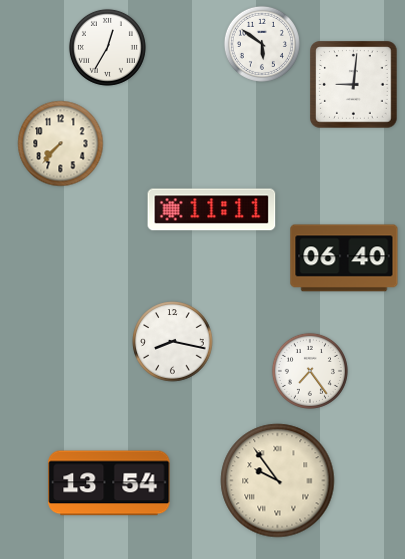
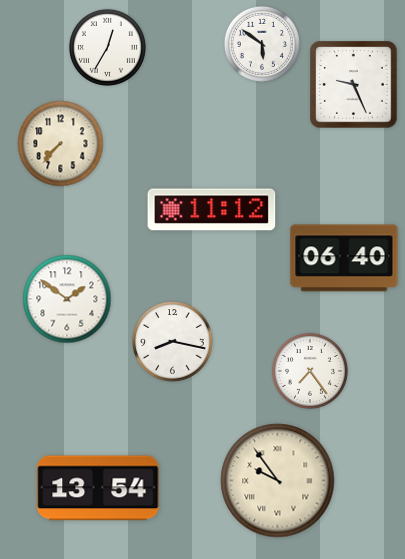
clock at (354, 85): 9:01 -> 9:26
clock at (212, 210): 11:11 -> 11:12
clock at (67, 299): none -> 1:51
clock at (109, 483) position: (109, 483) -> (98, 488)
